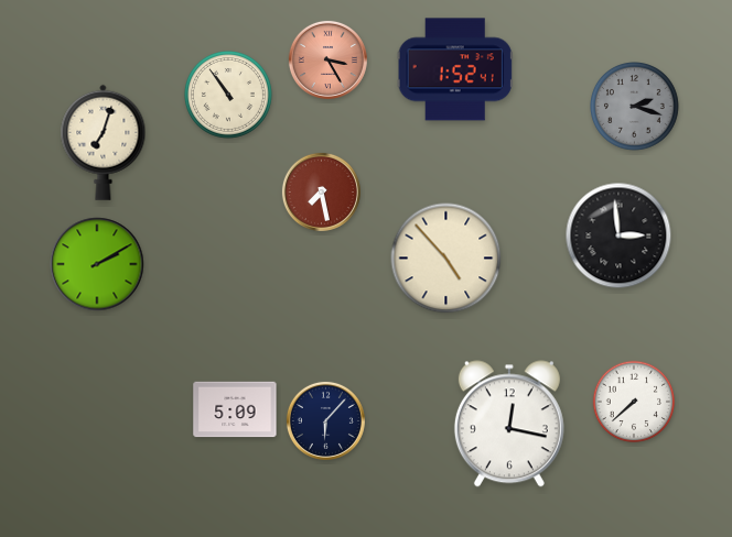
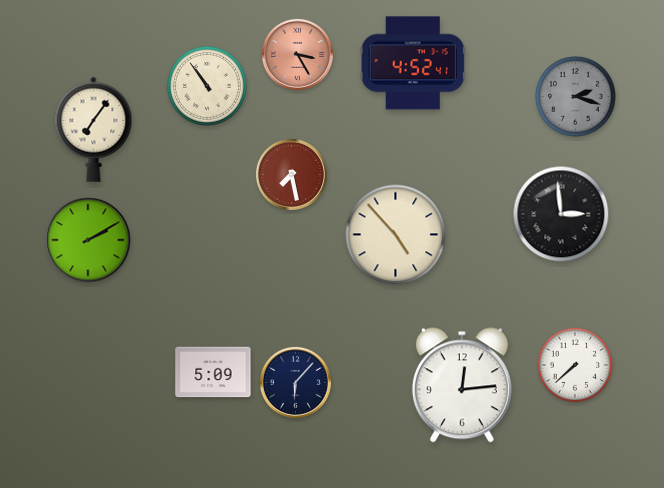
clock at (455, 69): 1:52 -> 4:52
clock at (104, 142): 7:03 -> 7:06
clock at (446, 259) position: (446, 259) -> (396, 235)
clock at (509, 424): 12:17 -> 12:14
